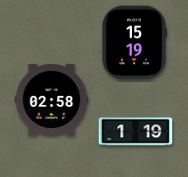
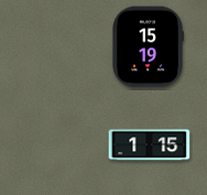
clock at (52, 99): 02:58 -> none
clock at (136, 132): 1:19 -> 1:15
